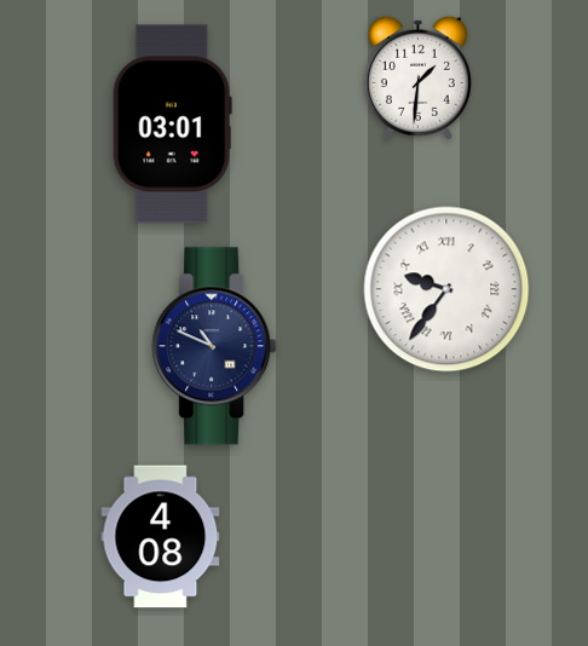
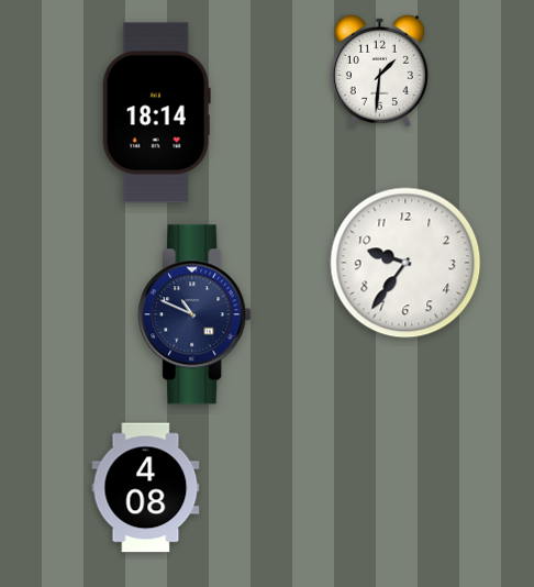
clock at (172, 125): 03:01 -> 18:14
clock at (446, 289) numerals: Roman -> Arabic
